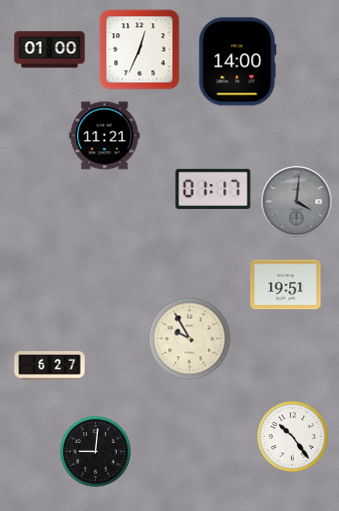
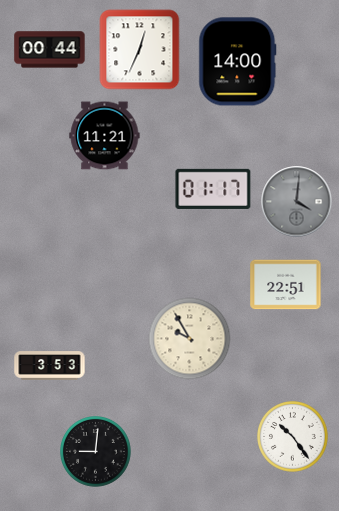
clock at (50, 50): 01:00 -> 00:44
clock at (286, 285): 19:51 -> 22:51
clock at (50, 366): 6:27 -> 3:53
